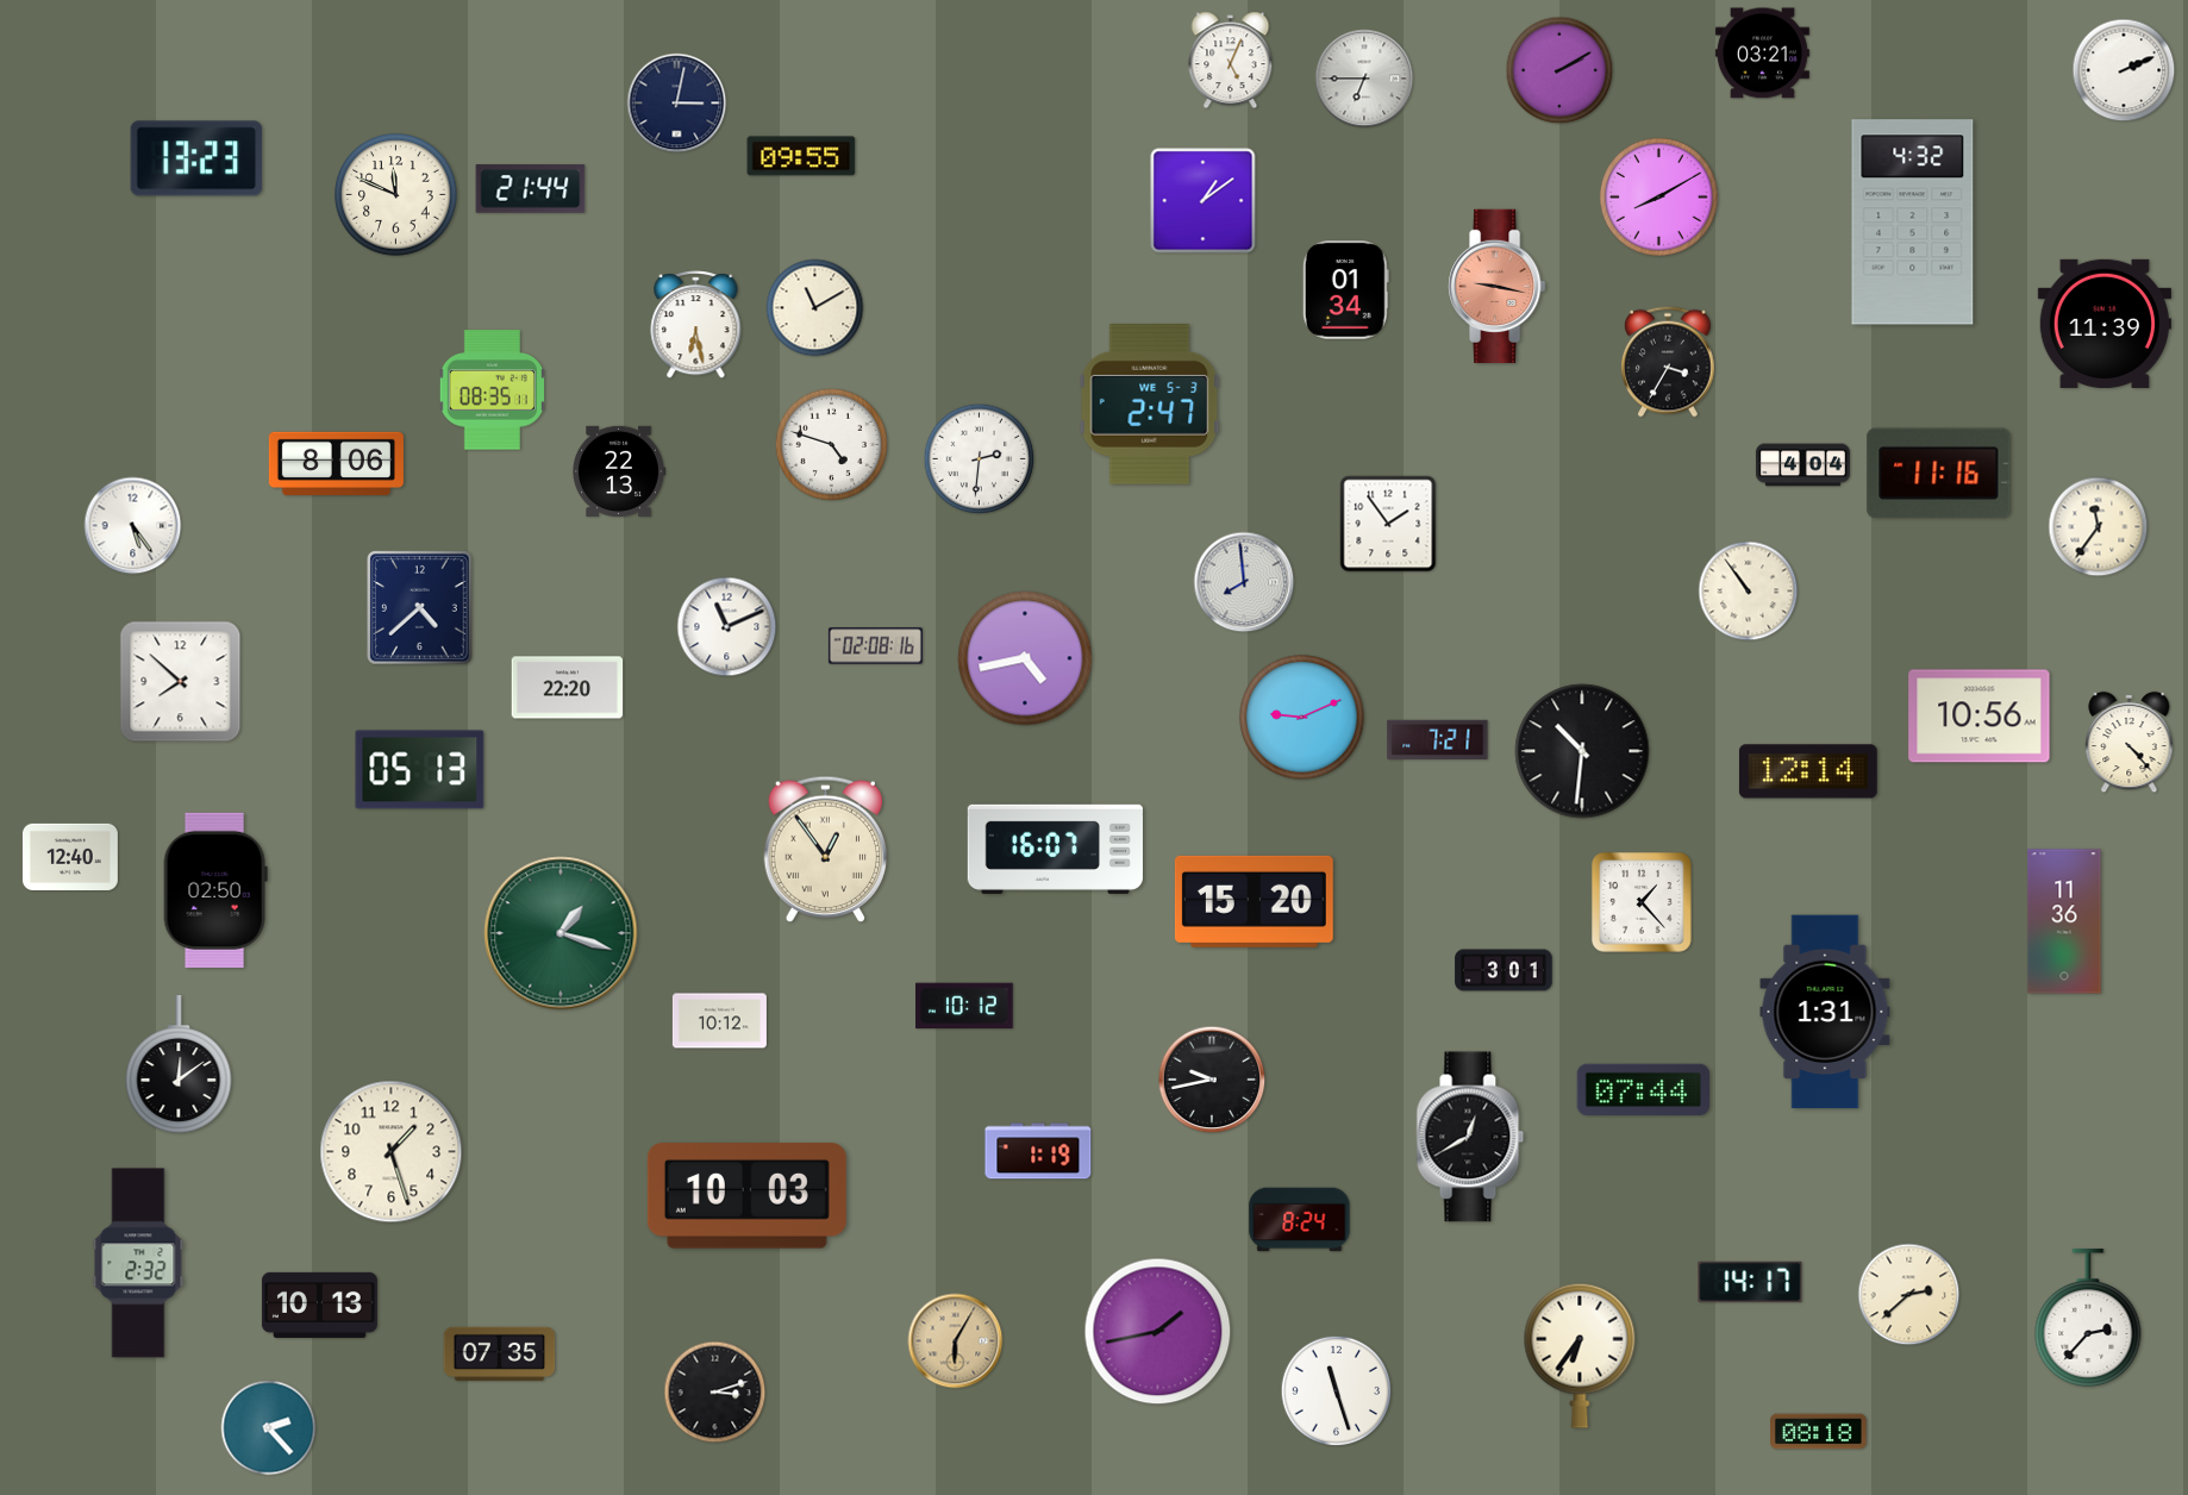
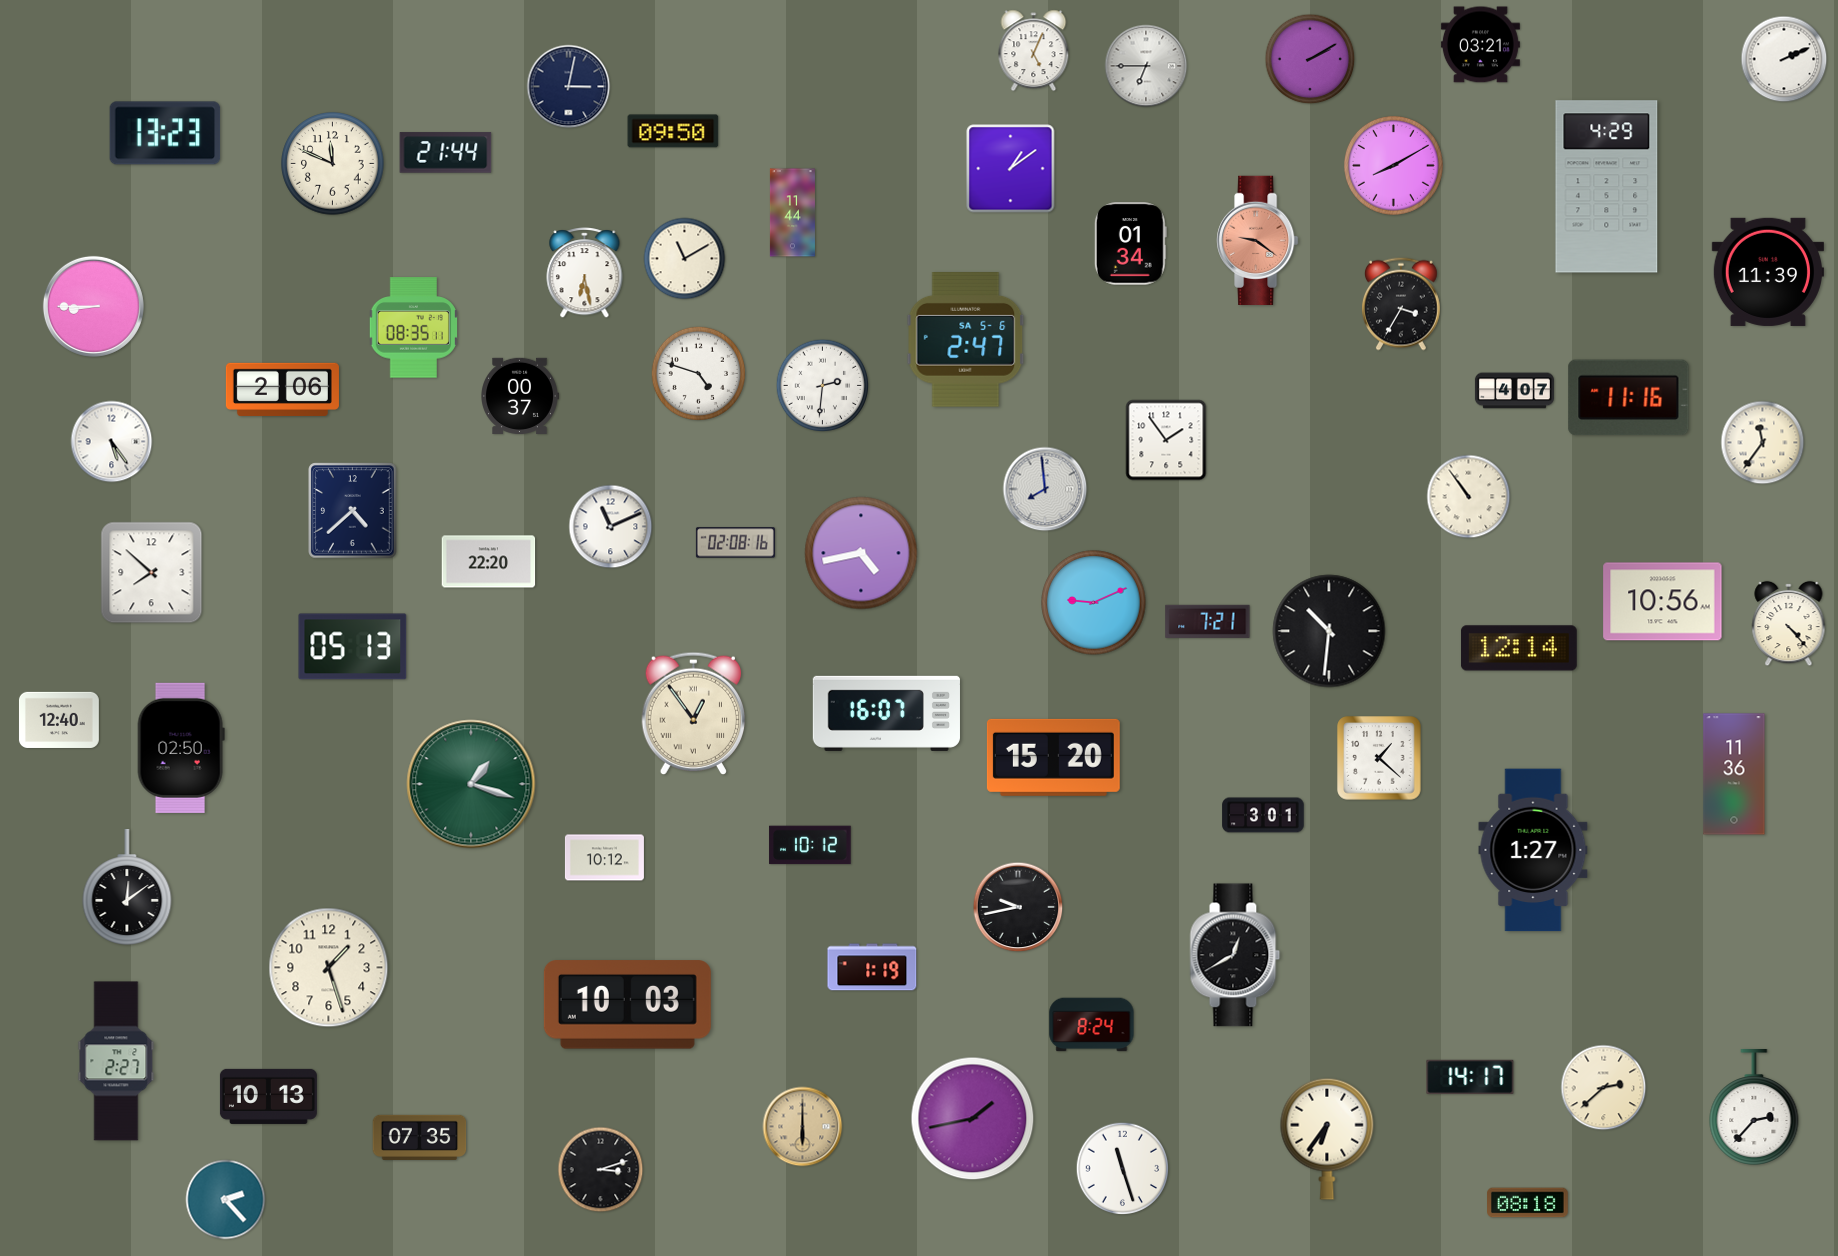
clock at (801, 156): 09:55 -> 09:50
clock at (531, 189) position: (531, 189) -> (446, 153)
clock at (1913, 223): 4:32 -> 4:29
clock at (792, 213): none -> 11:44
clock at (1498, 286): 9:17 -> 9:21
clock at (93, 306): none -> 8:45
clock at (1150, 405) date: WE 5-3 -> SA 5-6
clock at (336, 463): 8:06 -> 2:06
clock at (1802, 465): 4:04 -> 4:07
clock at (619, 470): 22:13 -> 00:37
clock at (568, 688) position: (568, 688) -> (489, 562)
clock at (1642, 902): 1:23 -> 1:22
clock at (1825, 1012): 1:31 -> 1:27
clock at (179, 1065) position: (179, 1065) -> (127, 888)
clock at (1644, 1089): 07:44 -> none
clock at (138, 1263): 2:32 -> 2:27
clock at (956, 1341): 6:05 -> 6:00
